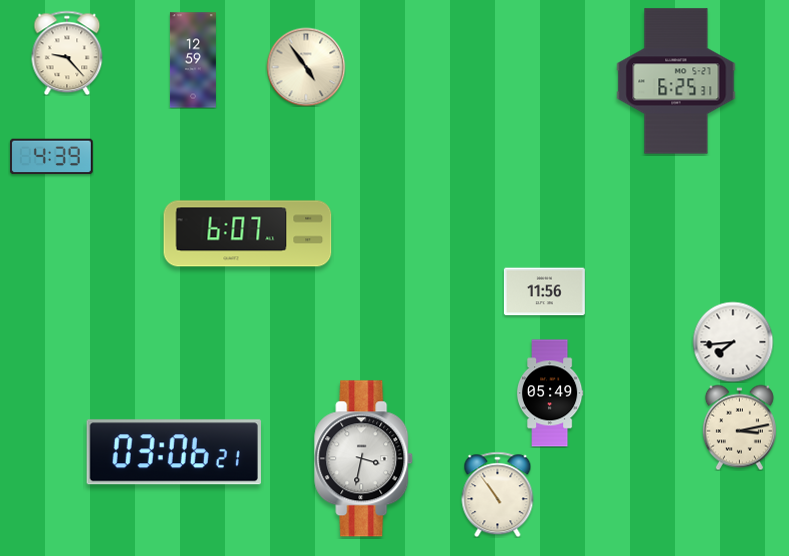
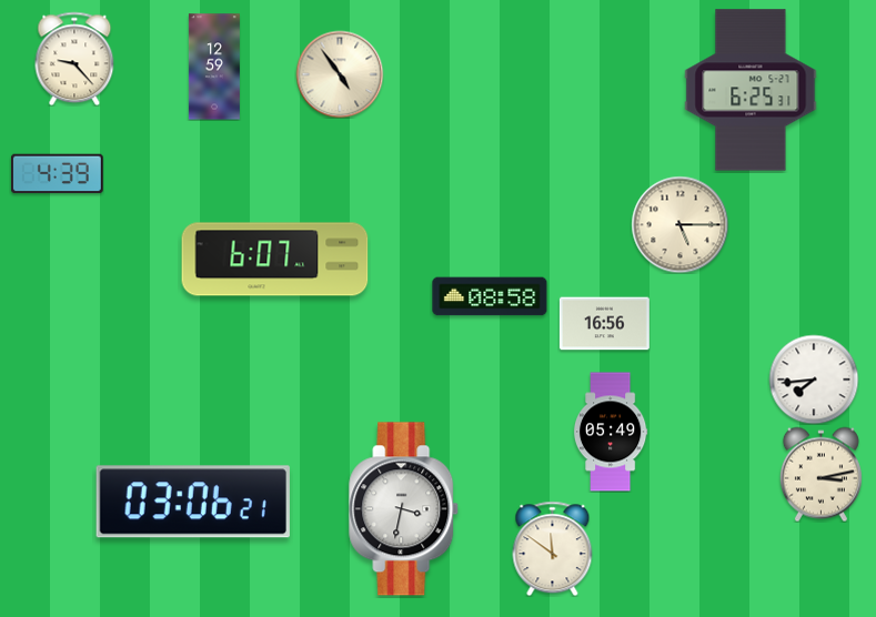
clock at (679, 224): none -> 5:15
clock at (490, 296): none -> 08:58
clock at (544, 292): 11:56 -> 16:56
clock at (550, 393) position: (550, 393) -> (611, 432)
clock at (498, 494): 10:54 -> 11:51
